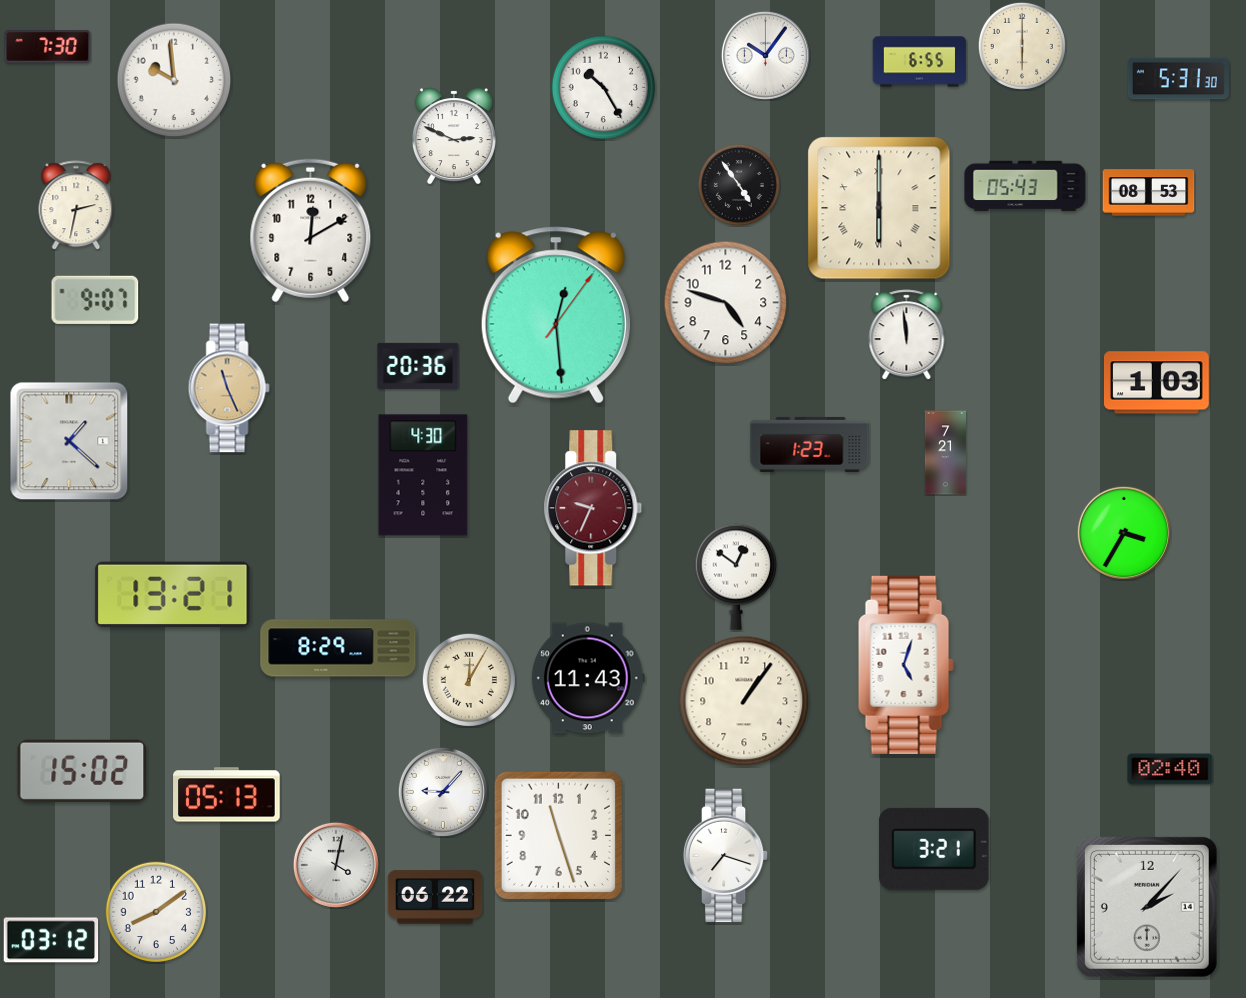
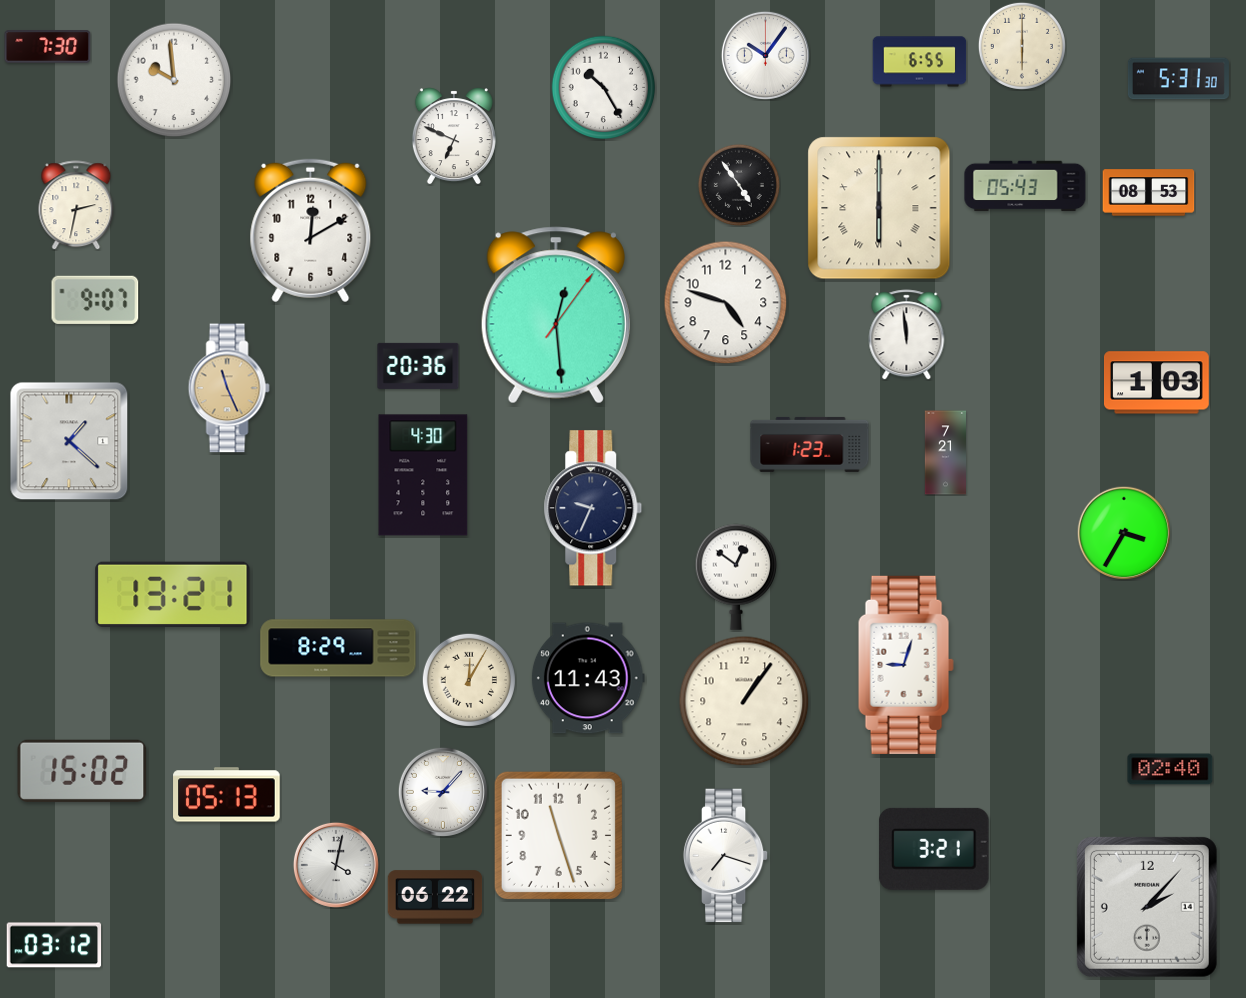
clock at (454, 136): 2:49 -> 6:49
clock at (593, 508) dial: burgundy -> navy
clock at (906, 665): 5:03 -> 9:03
clock at (156, 912): 8:09 -> none
clock at (51, 940) position: (51, 940) -> (54, 945)
